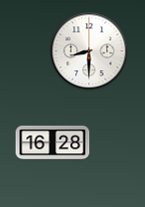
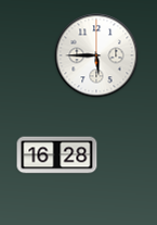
clock at (89, 51): 8:30 -> 5:45
